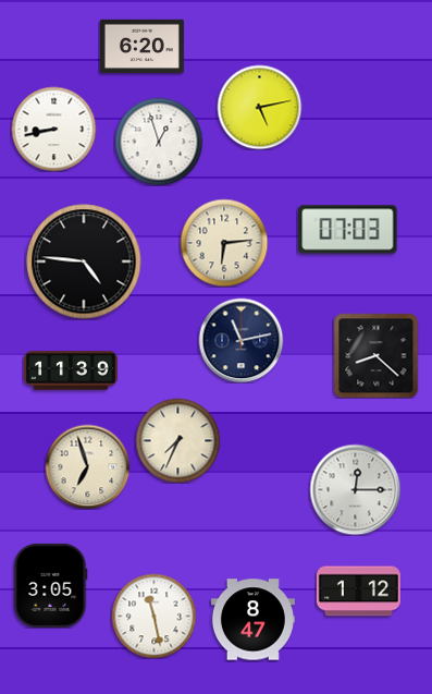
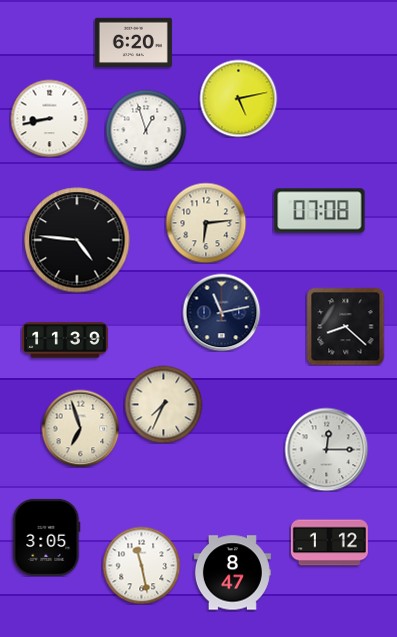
clock at (141, 46) position: (141, 46) -> (133, 42)
clock at (348, 230): 07:03 -> 07:08
clock at (252, 620) position: (252, 620) -> (232, 573)
